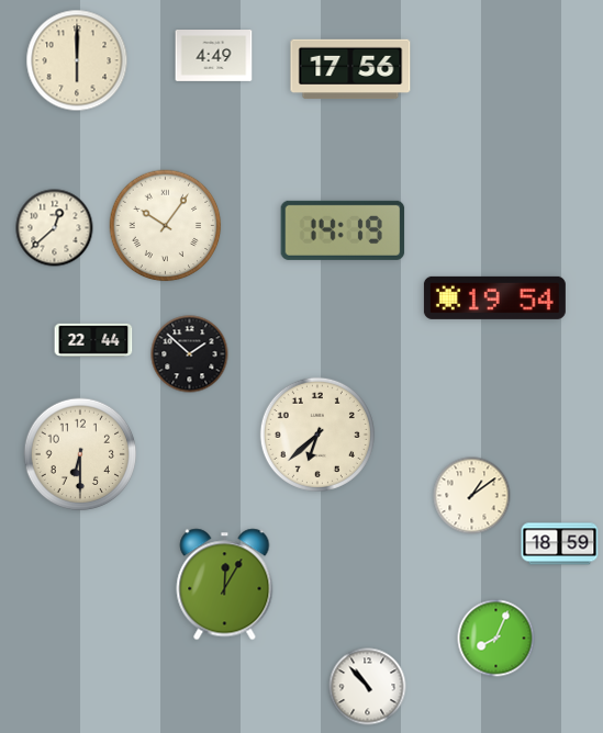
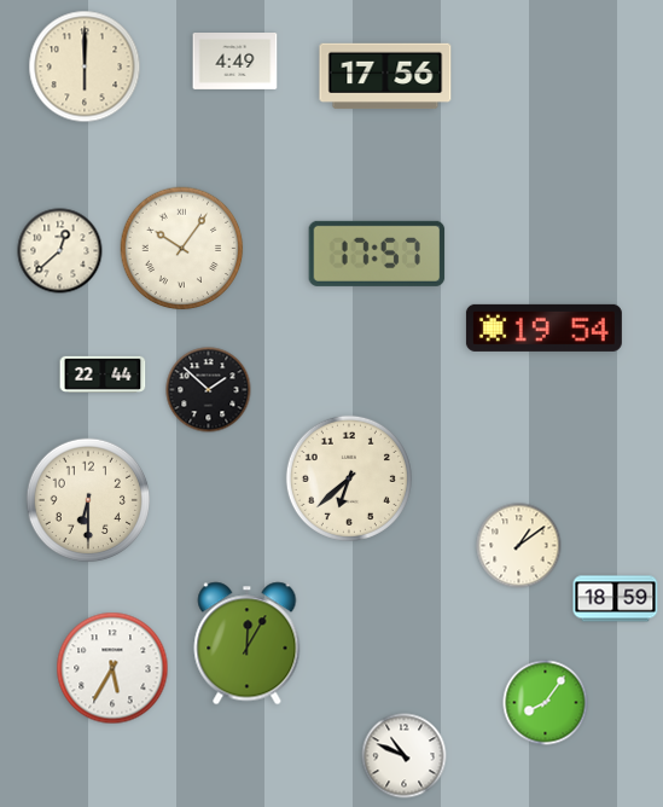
clock at (343, 230): 14:19 -> 17:57
clock at (112, 668): none -> 5:35
clock at (496, 639): 8:04 -> 8:06
clock at (368, 687): 10:53 -> 10:49
